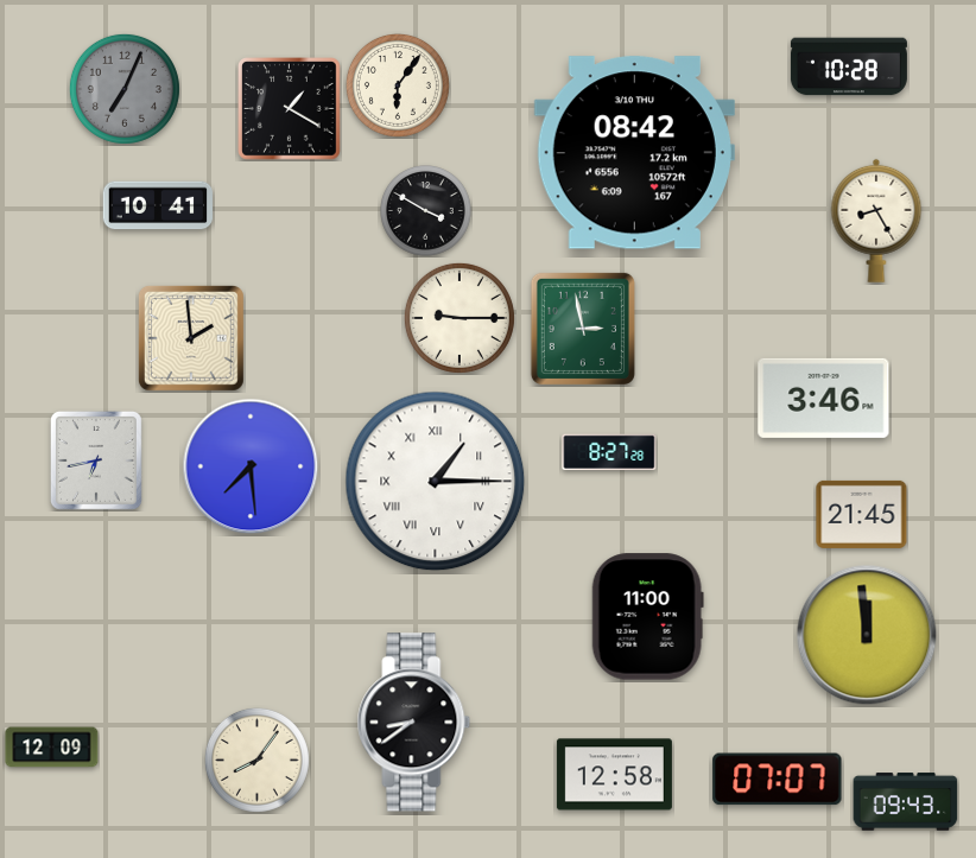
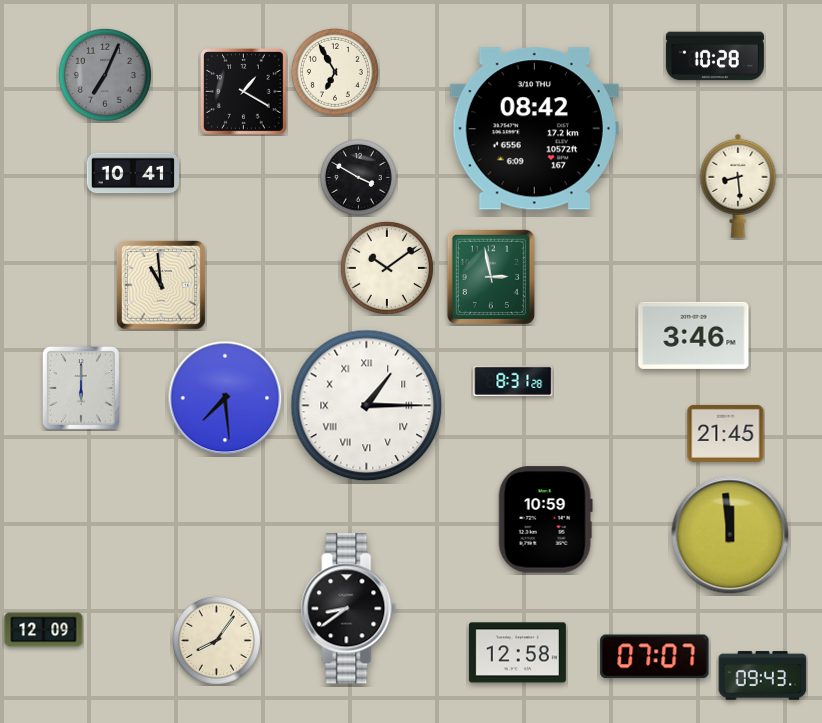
clock at (398, 85): 6:06 -> 6:55
clock at (876, 221): 8:25 -> 8:29
clock at (460, 318): 9:15 -> 10:09
clock at (191, 338): 1:59 -> 10:59
clock at (609, 451): 8:27 -> 8:31
clock at (96, 460): 6:43 -> 6:00
clock at (251, 466) position: (251, 466) -> (225, 398)
clock at (647, 617): 11:00 -> 10:59
